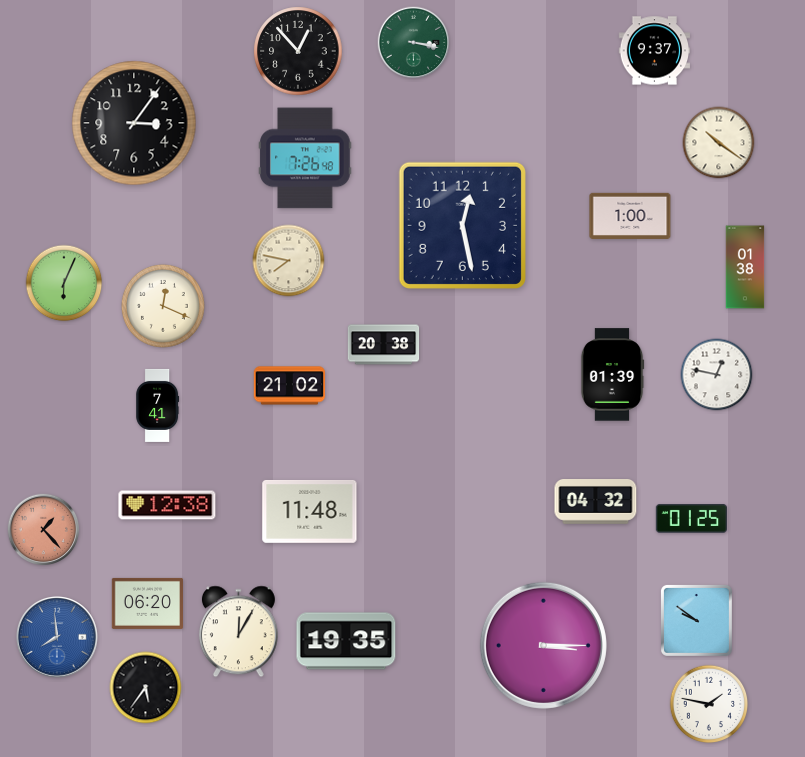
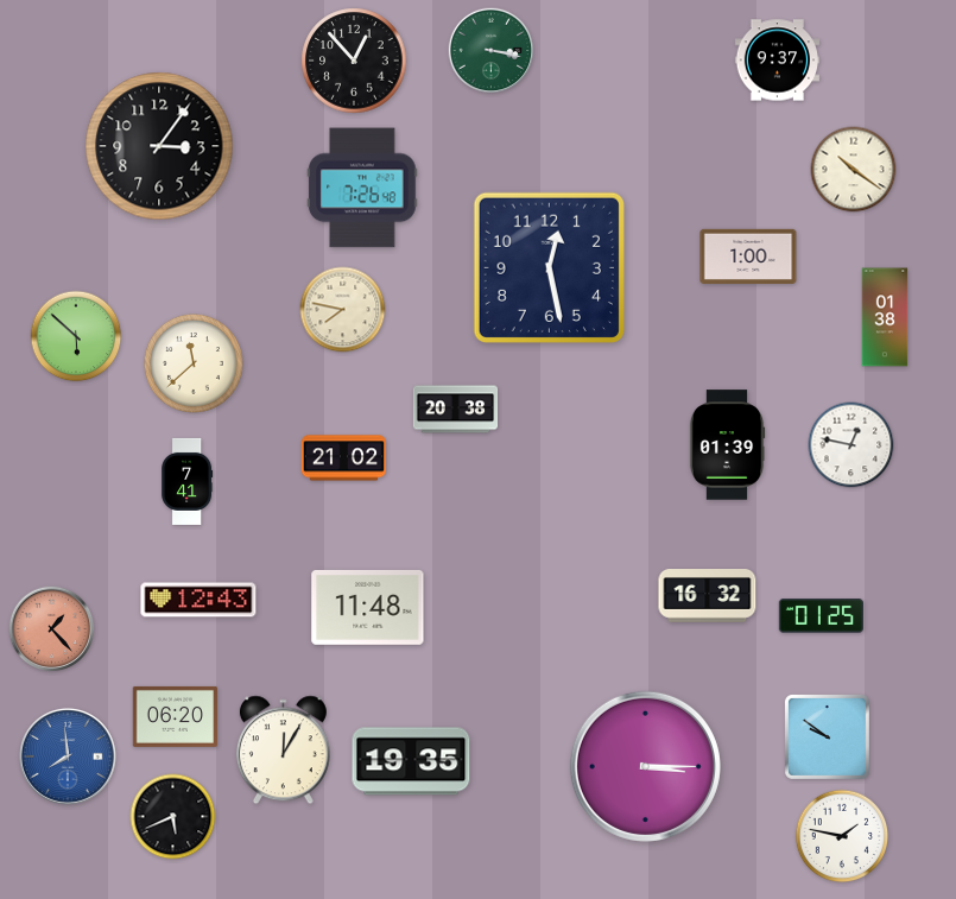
clock at (64, 283): 6:04 -> 5:52
clock at (163, 306): 12:19 -> 11:38
clock at (596, 502): 04:32 -> 16:32
clock at (167, 505): 12:38 -> 12:43
clock at (146, 688): 5:36 -> 5:41
